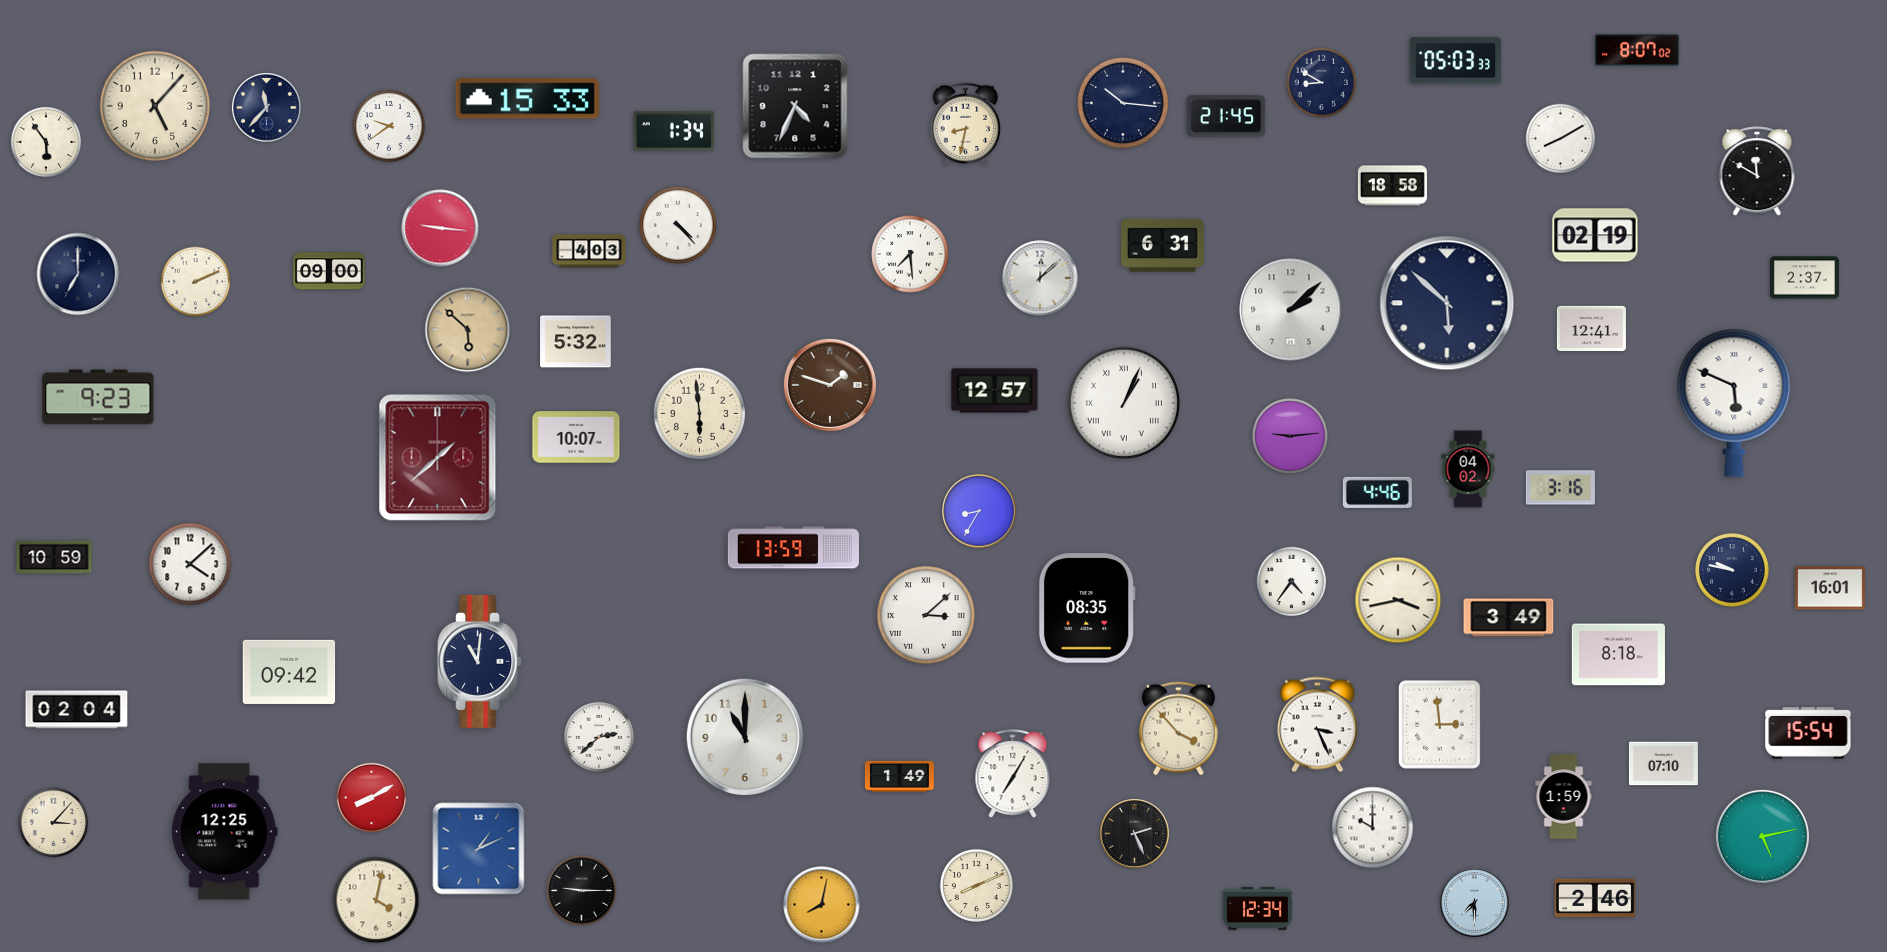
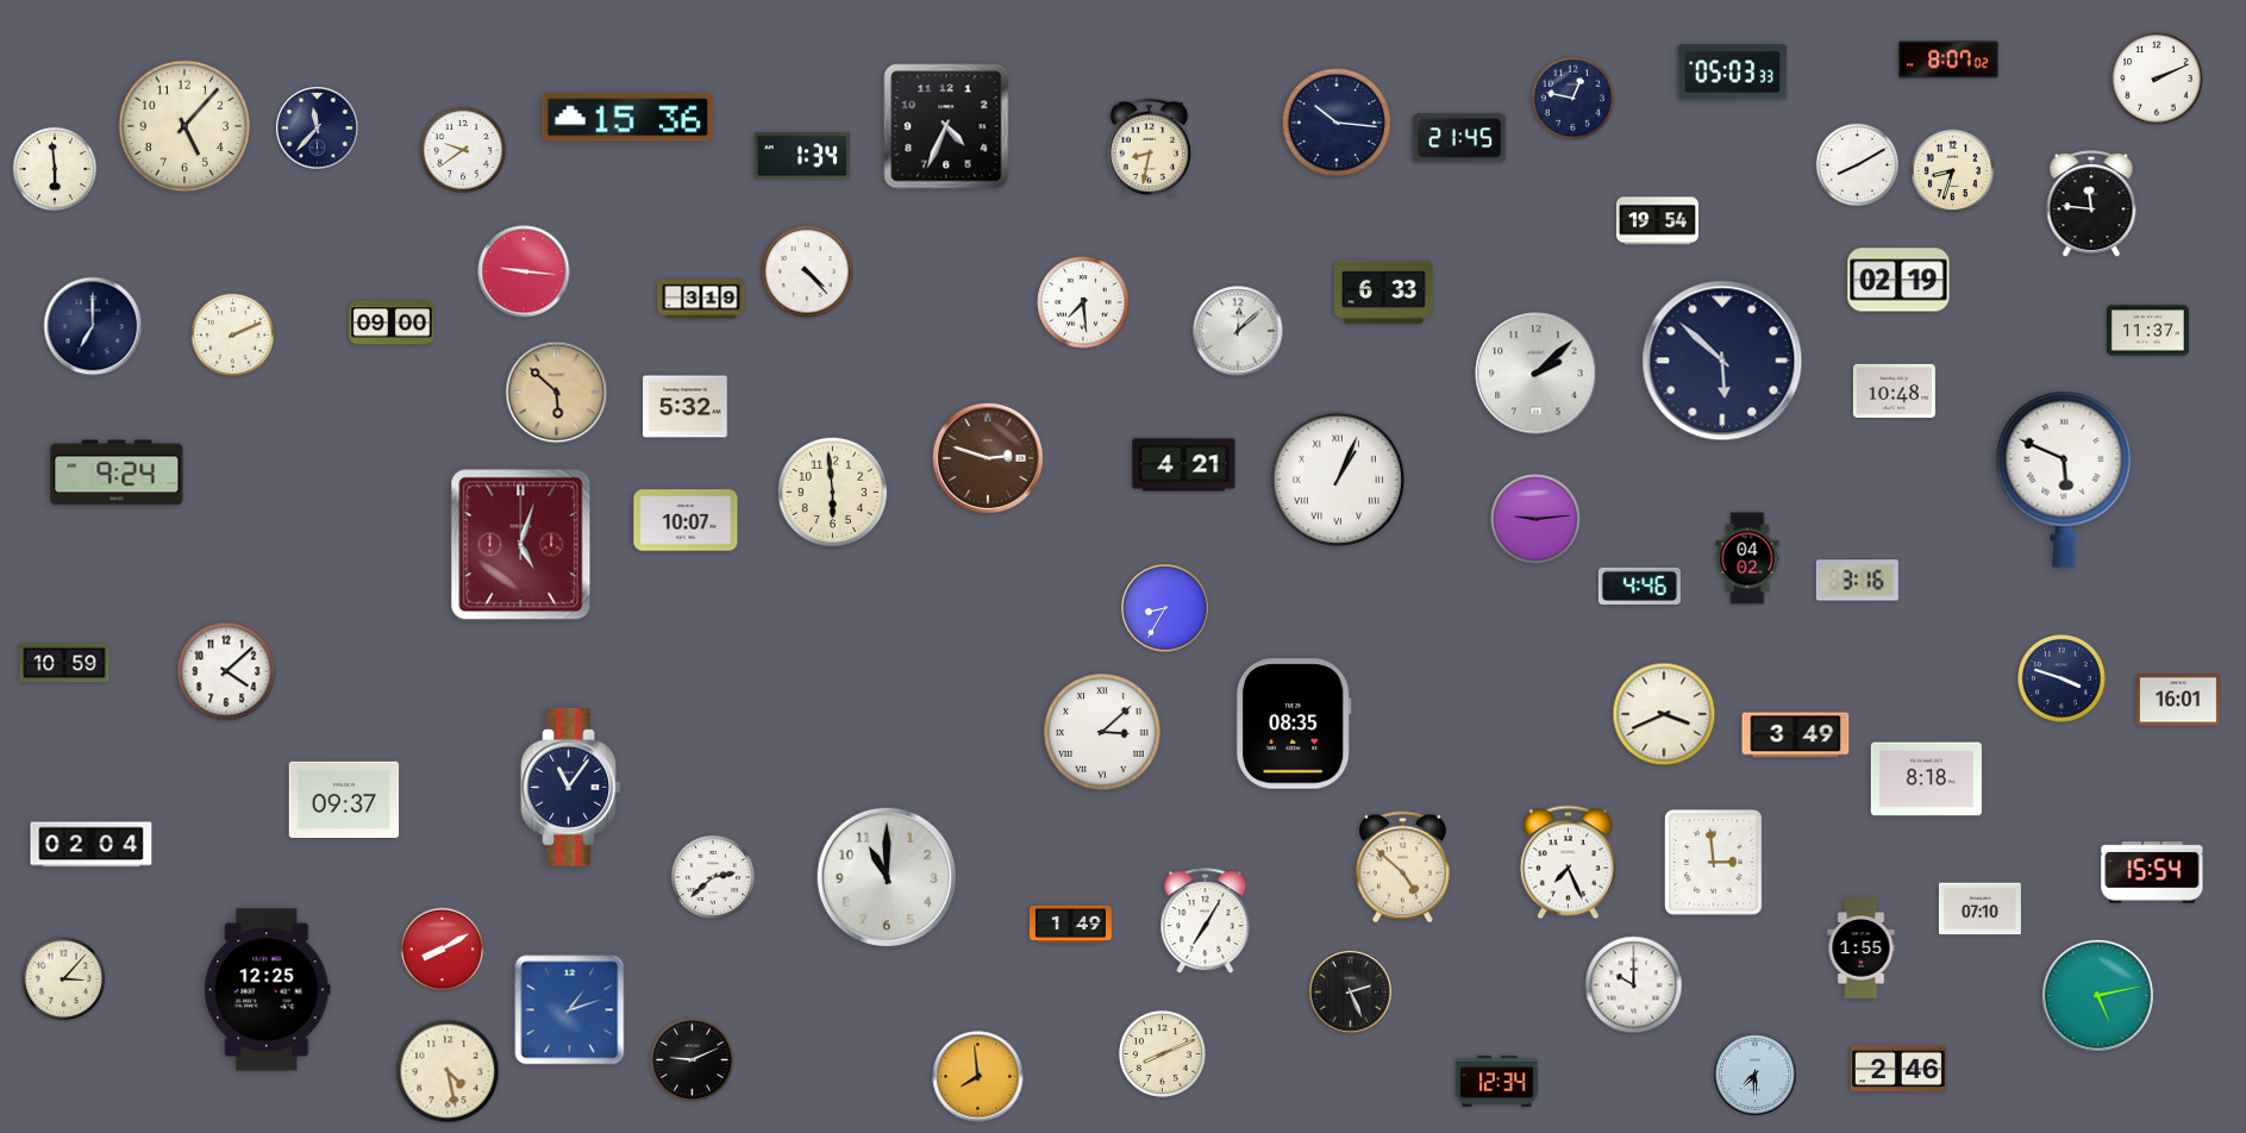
clock at (2157, 79): none -> 2:11
clock at (1322, 83): 8:50 -> 12:47
clock at (527, 99): 15:33 -> 15:36
clock at (46, 142): 5:54 -> 5:59
clock at (1953, 171): none -> 8:33
clock at (1757, 172): 11:50 -> 11:46
clock at (1392, 186): 18:58 -> 19:54
clock at (678, 225) position: (678, 225) -> (807, 271)
clock at (1163, 245): 6:31 -> 6:33
clock at (589, 251): 4:03 -> 3:19
clock at (1804, 278): 2:37 -> 11:37
clock at (1291, 310) position: (1291, 310) -> (1537, 374)
clock at (1591, 328): 12:41 -> 10:48
clock at (830, 385): 1:48 -> 2:48
clock at (995, 391): 12:57 -> 4:21
clock at (98, 397): 9:23 -> 9:24
clock at (438, 458): 1:38 -> 5:03
clock at (793, 548): 13:59 -> none
clock at (1733, 571): 9:47 -> 3:48
clock at (1292, 582): 4:36 -> none
clock at (1398, 600): 3:43 -> 3:41
clock at (479, 661): 11:01 -> 11:06
clock at (289, 672): 09:42 -> 09:37
clock at (1317, 725): 3:26 -> 7:26
clock at (1179, 729): 3:53 -> 4:52
clock at (1564, 797): 1:59 -> 1:55
clock at (479, 849): 1:11 -> 1:12
clock at (582, 891): 9:15 -> 9:11
clock at (376, 900): 4:02 -> 4:28
clock at (822, 905): 8:02 -> 7:59
